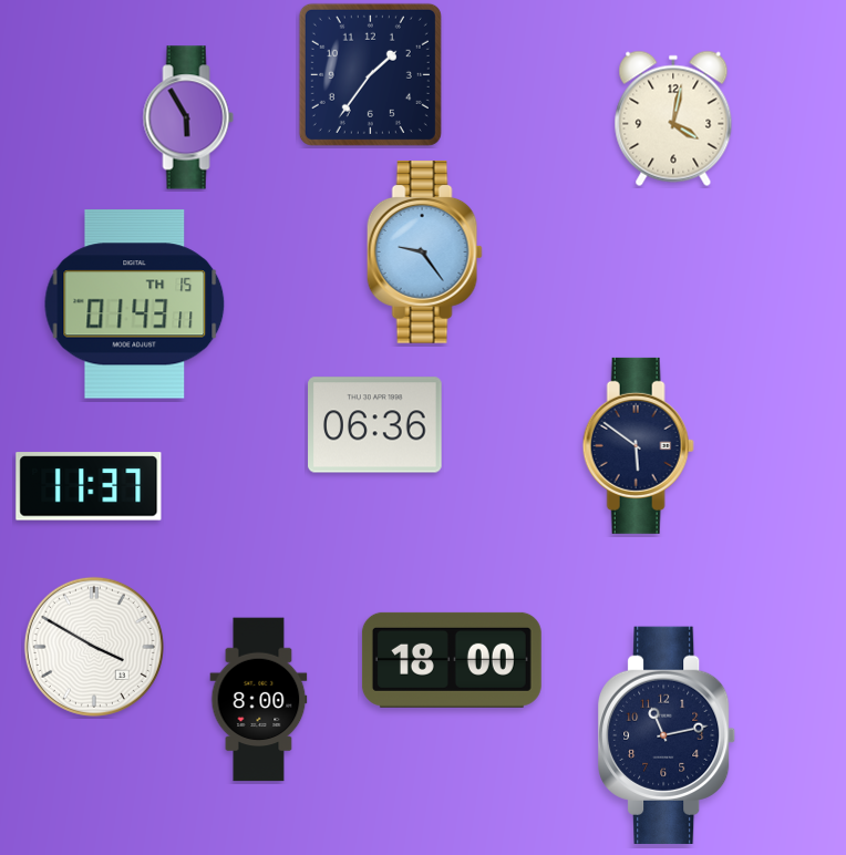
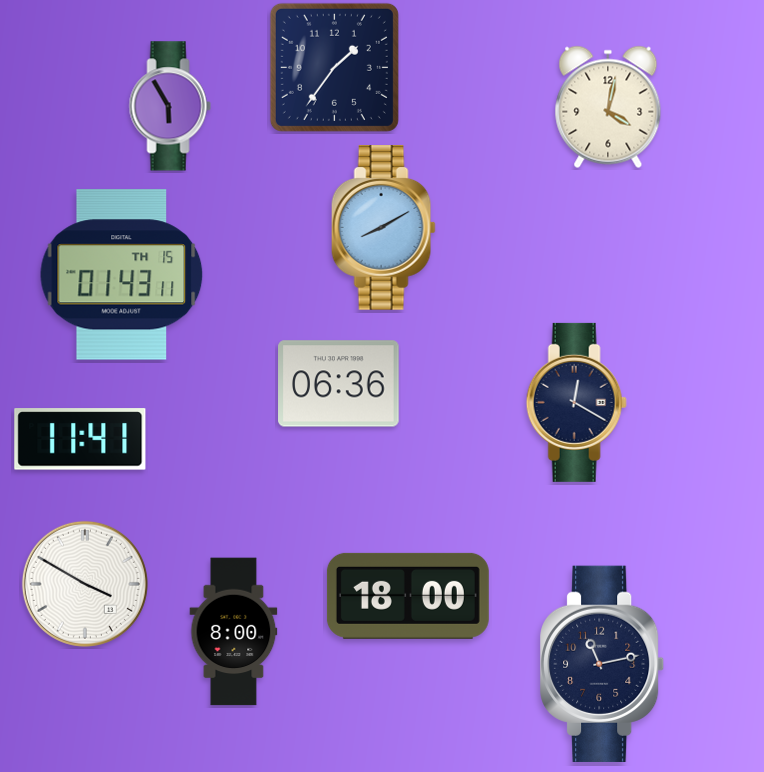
clock at (424, 253): 9:24 -> 8:10
clock at (638, 445): 5:51 -> 12:20
clock at (89, 486): 11:37 -> 11:41
